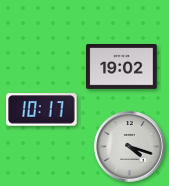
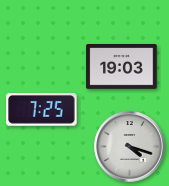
clock at (122, 67): 19:02 -> 19:03
clock at (42, 110): 10:17 -> 7:25
